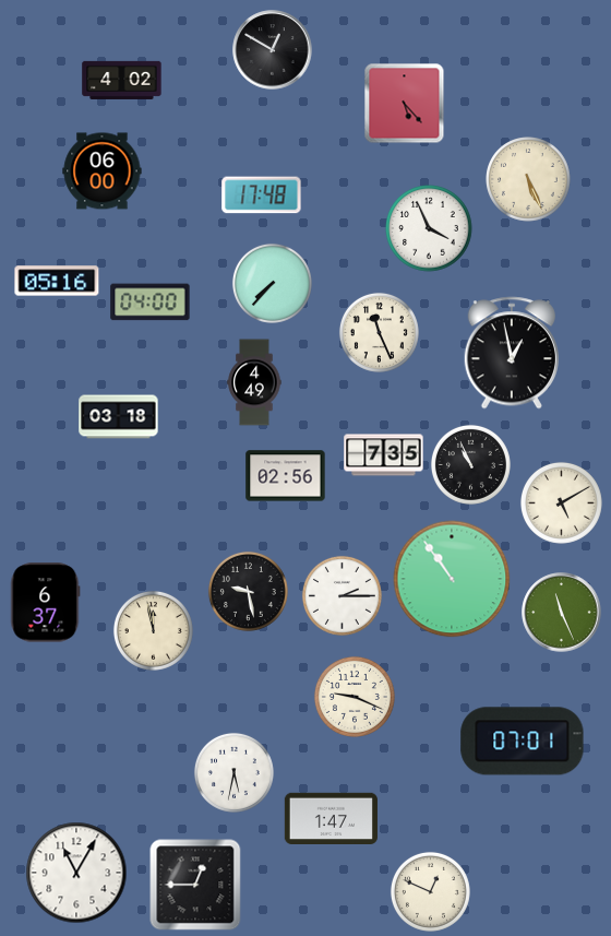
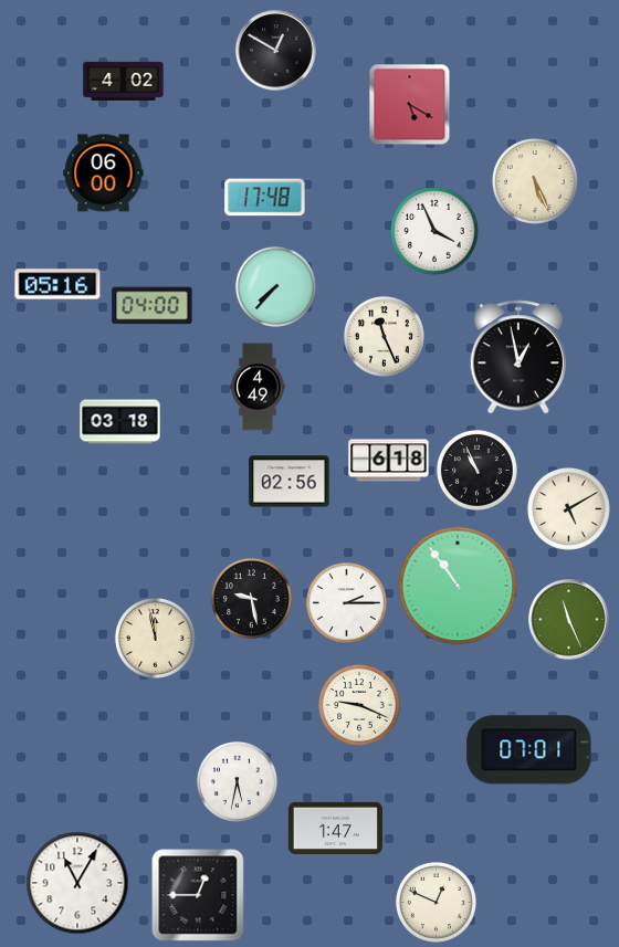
clock at (405, 104): 5:23 -> 5:20
clock at (384, 455): 7:35 -> 6:18
clock at (46, 603): 6:37 -> none
